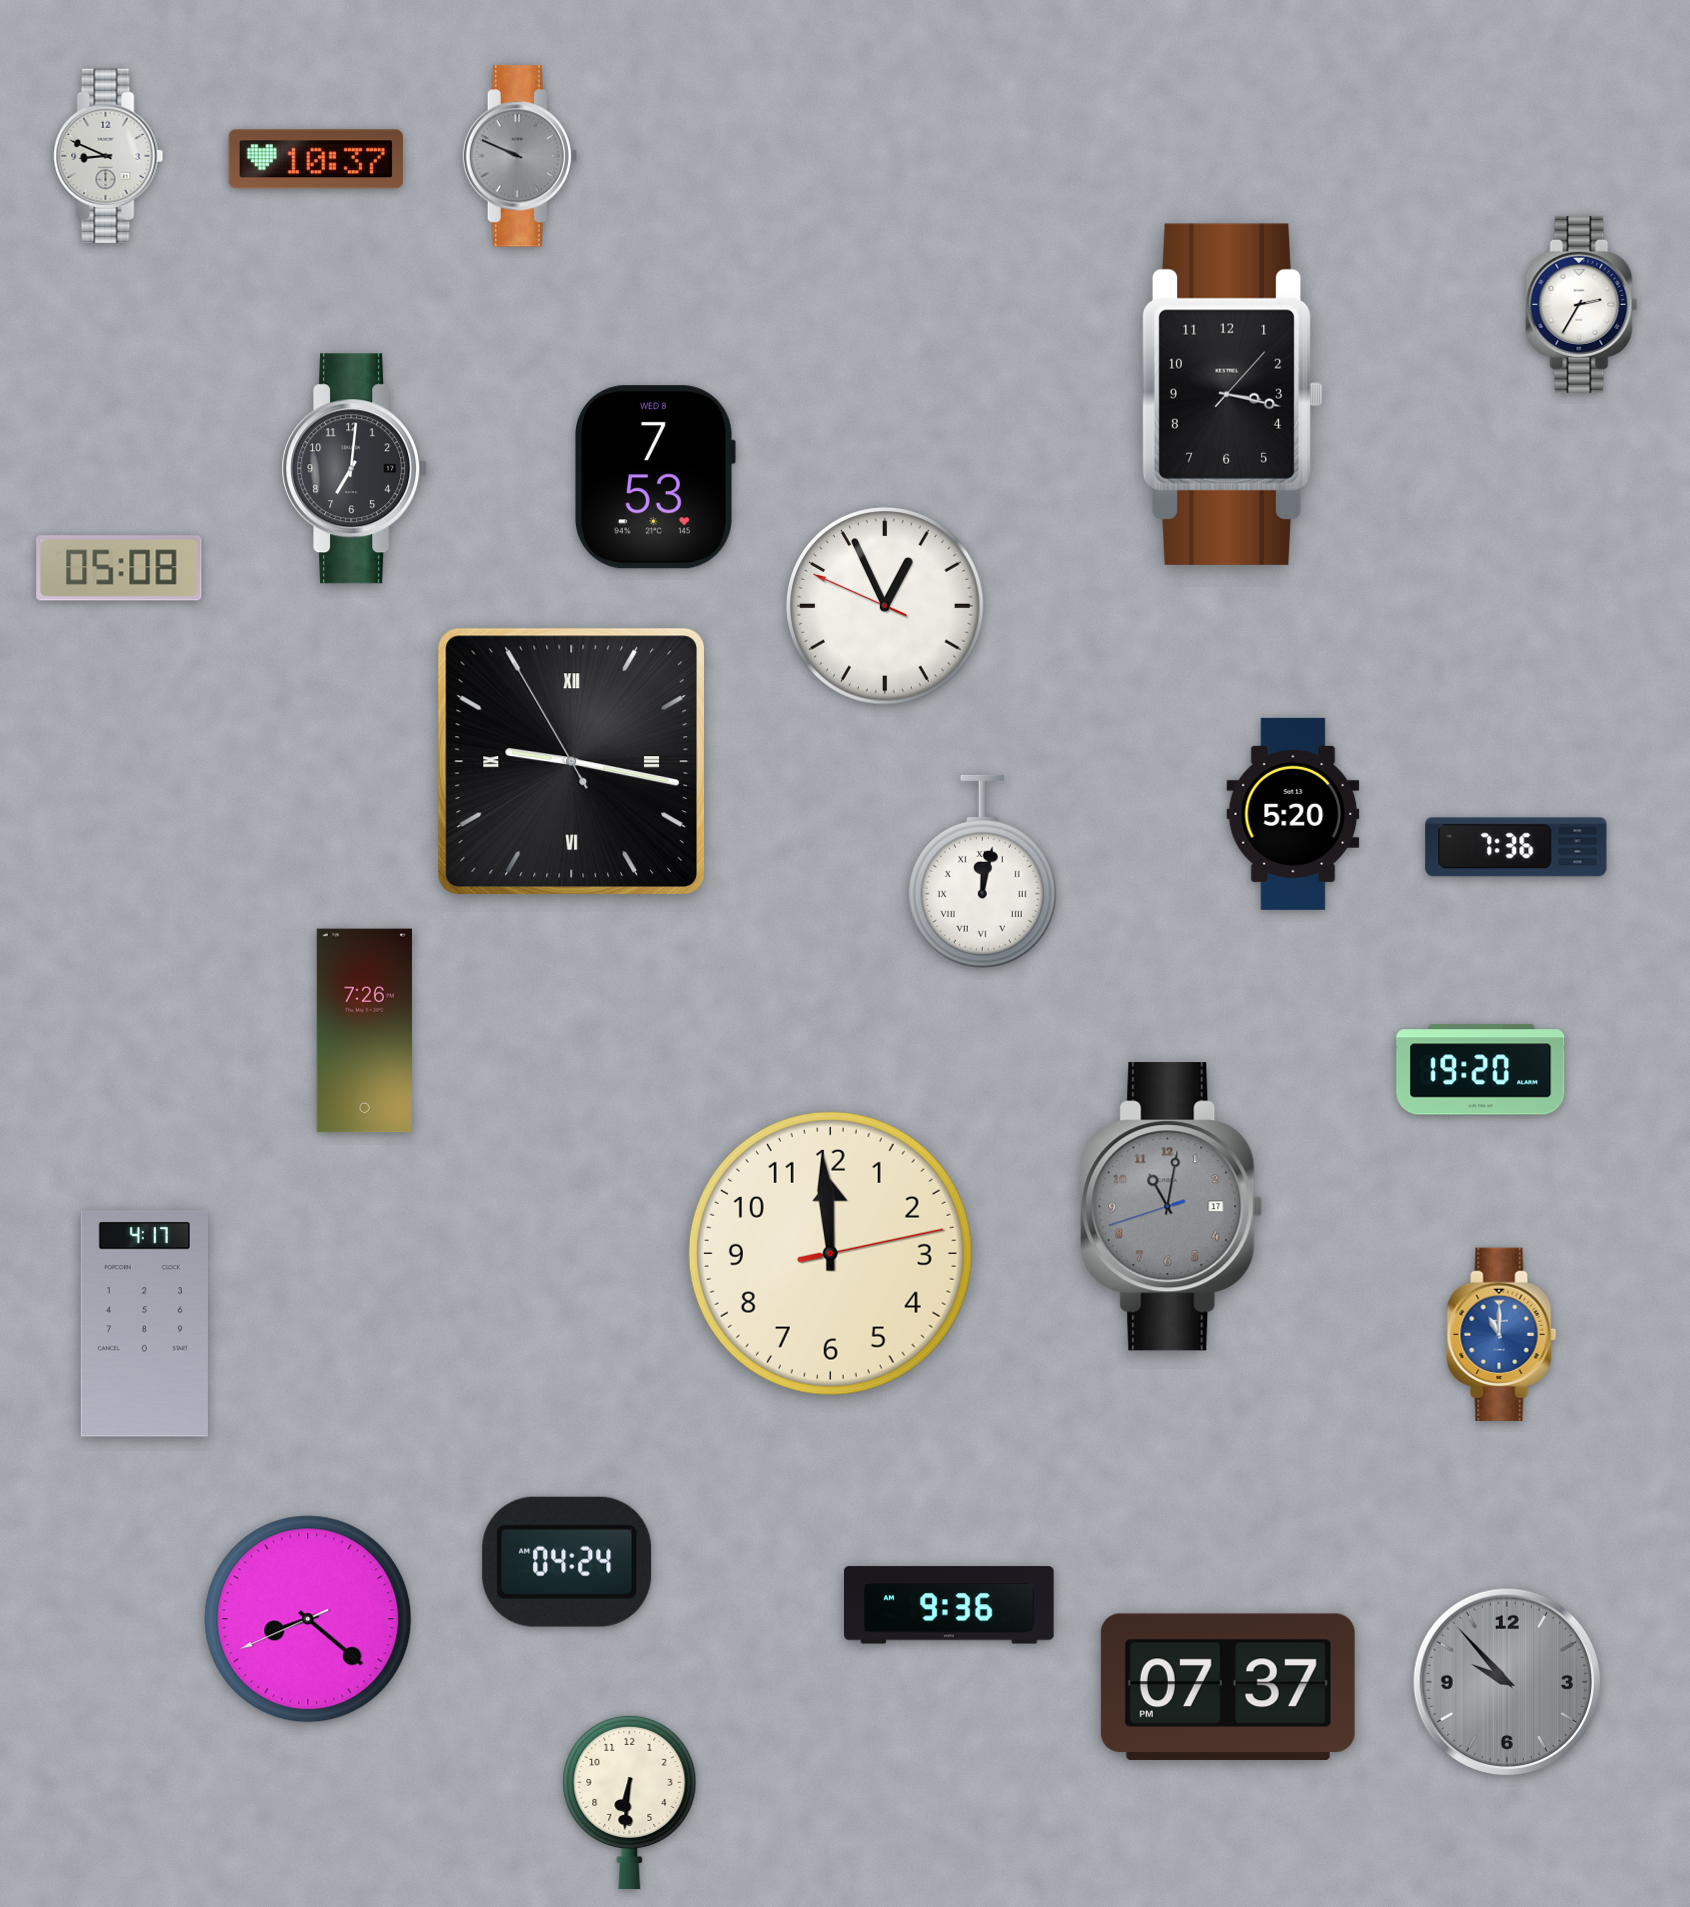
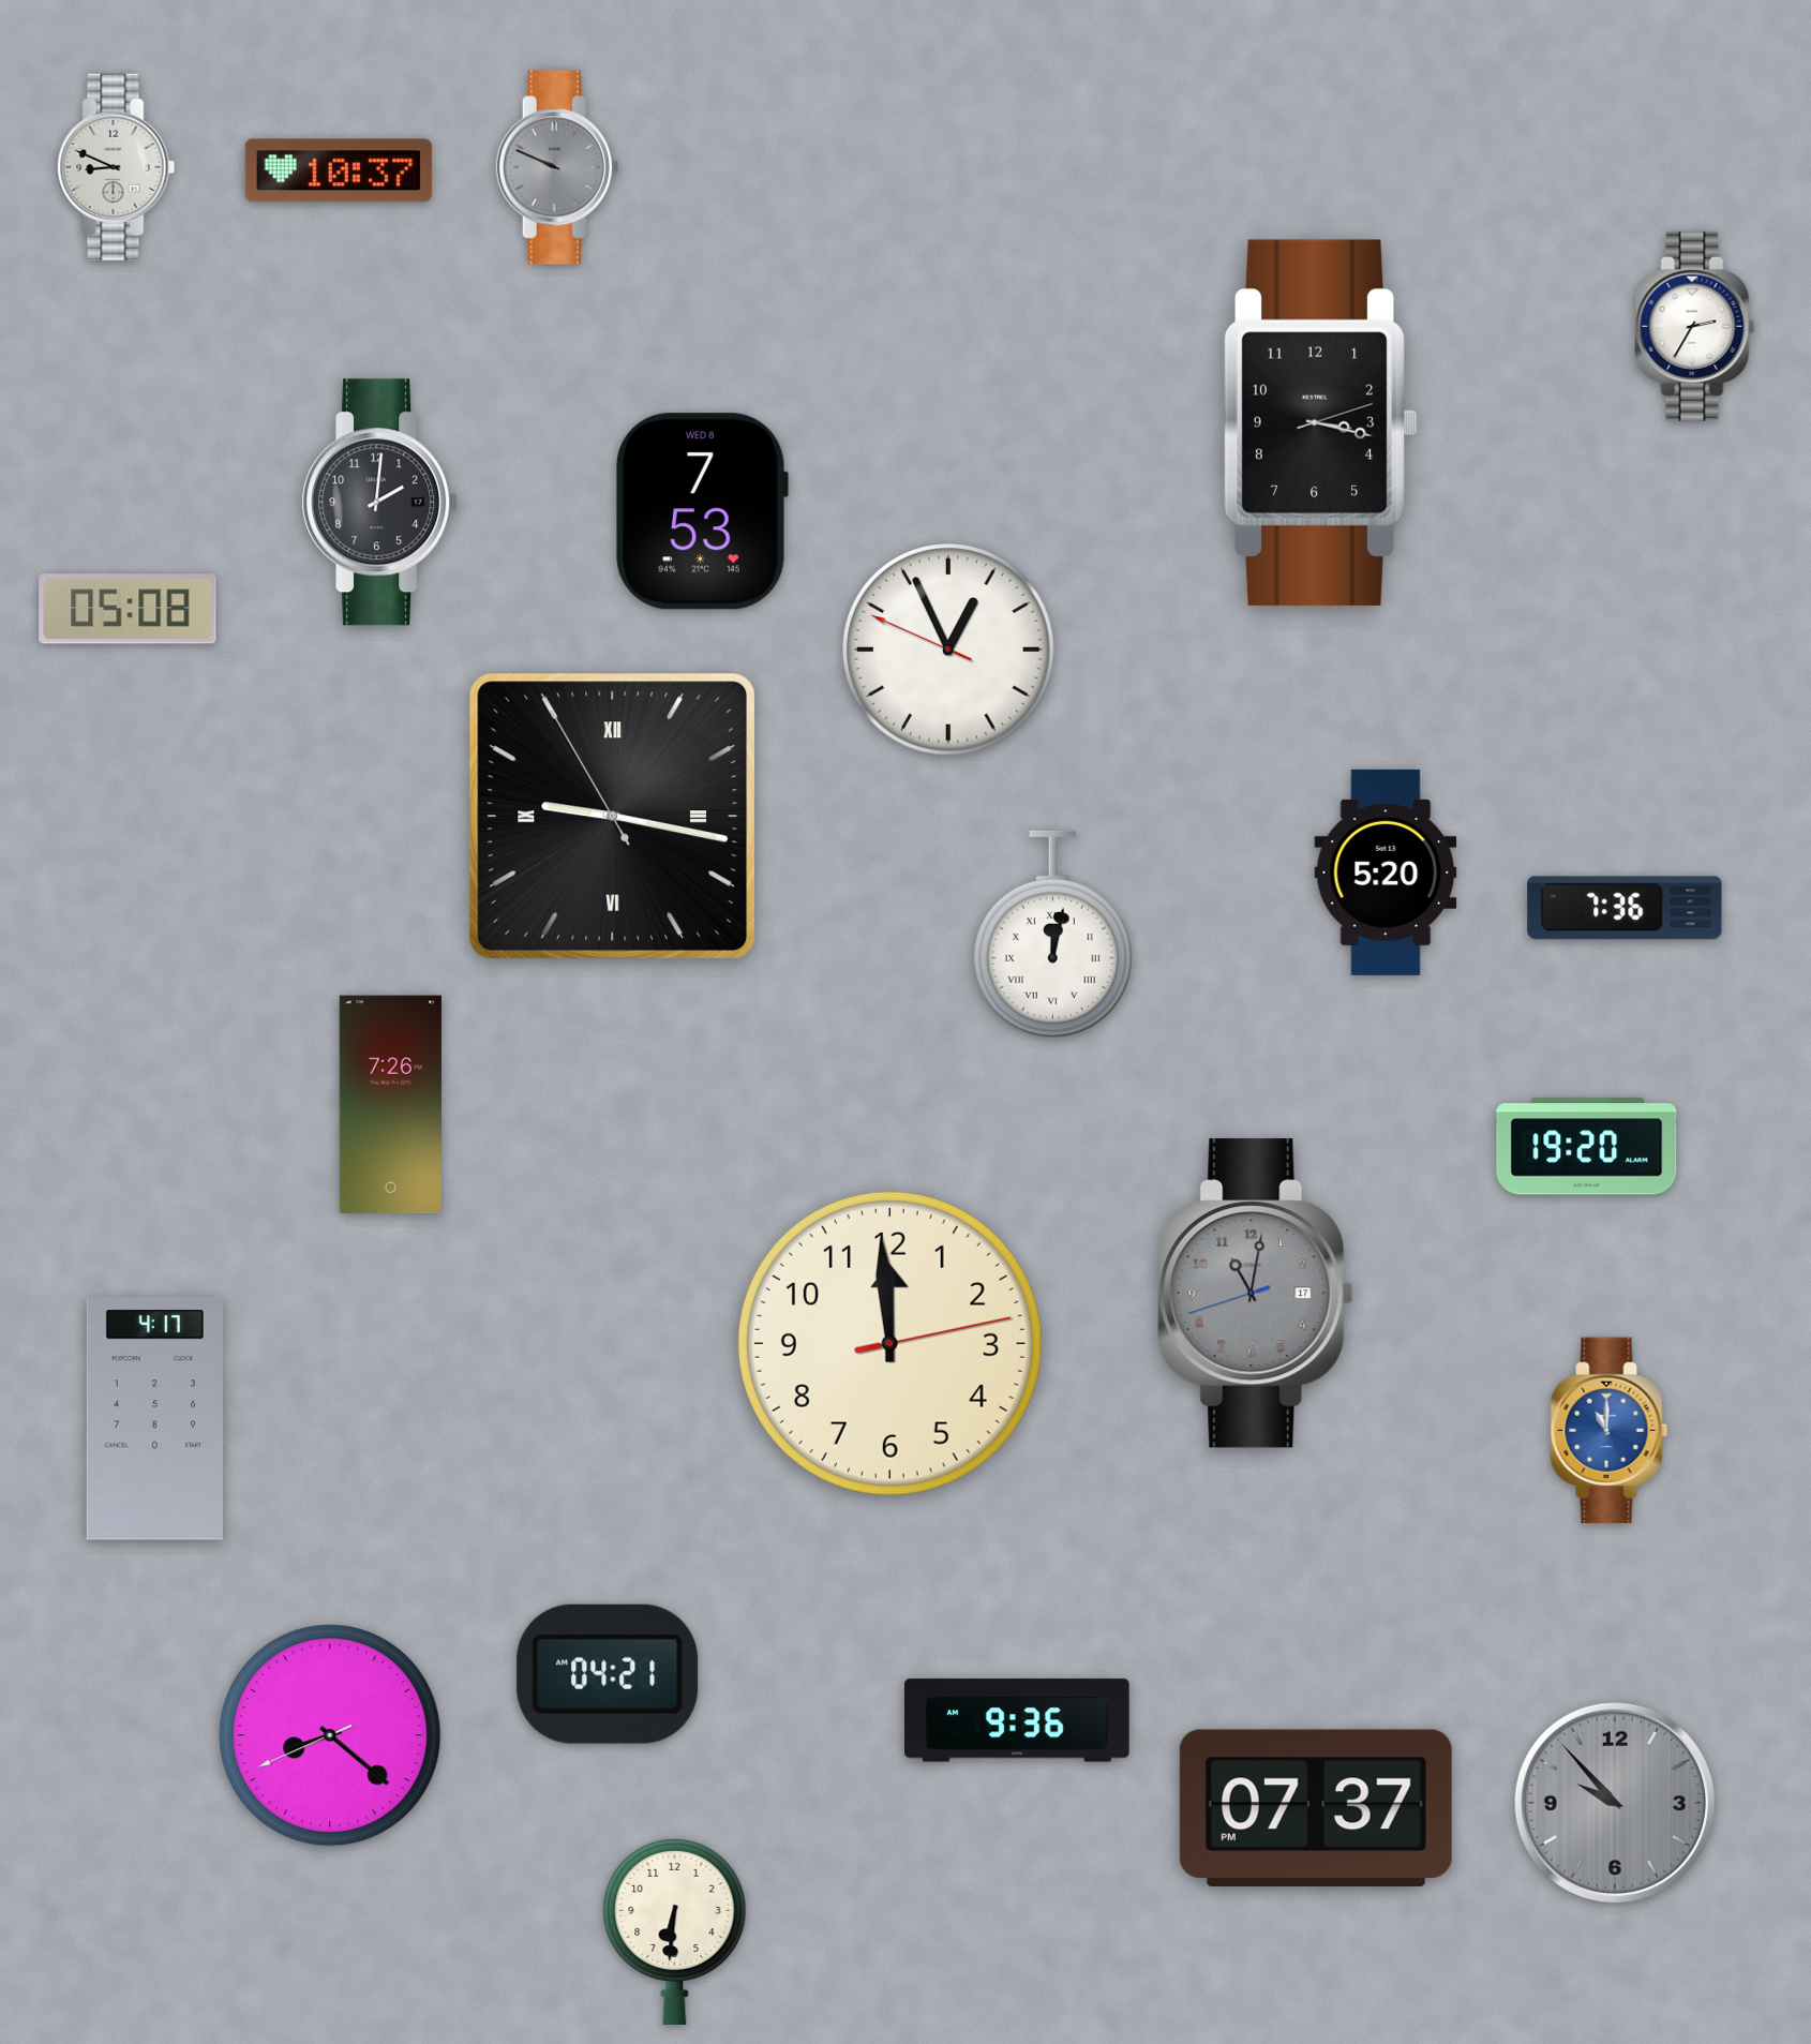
clock at (1232, 394): 3:17:07 -> 3:17:12
clock at (355, 469): 7:01 -> 2:01
clock at (567, 1562): 04:24 -> 04:21
